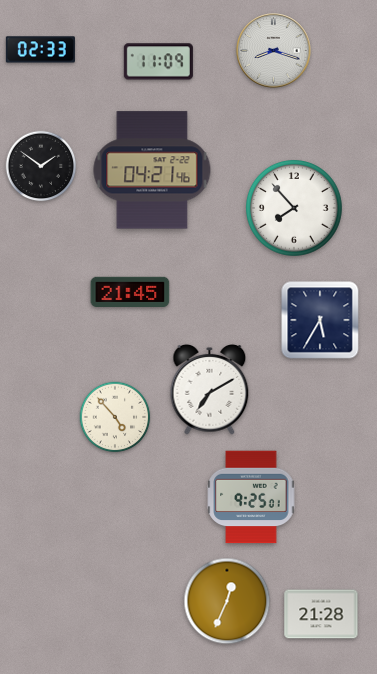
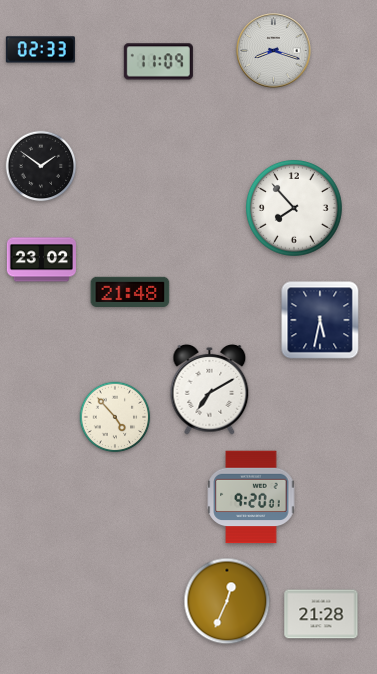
clock at (152, 170): 04:21 -> none
clock at (41, 260): none -> 23:02
clock at (130, 291): 21:45 -> 21:48
clock at (320, 320): 5:35 -> 5:32
clock at (251, 497): 9:25 -> 9:20
